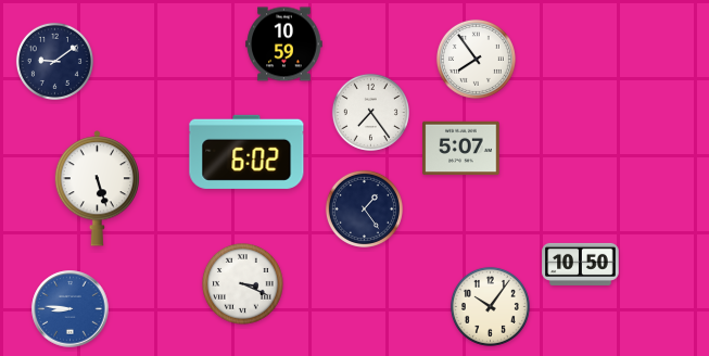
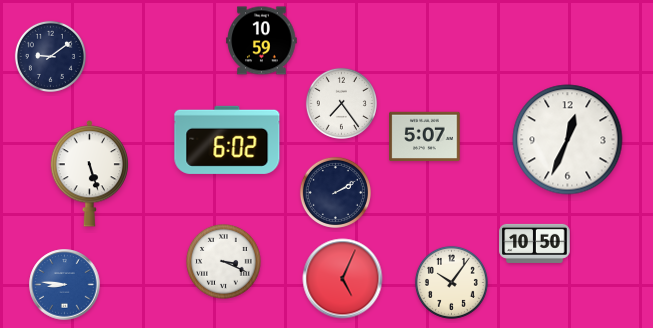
clock at (476, 59): 7:54 -> none
clock at (568, 140): none -> 12:34
clock at (364, 208): 1:24 -> 2:10
clock at (343, 279): none -> 5:04
